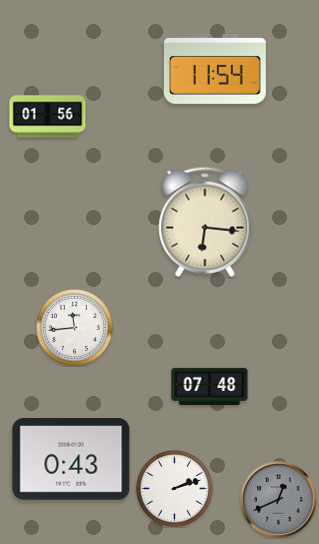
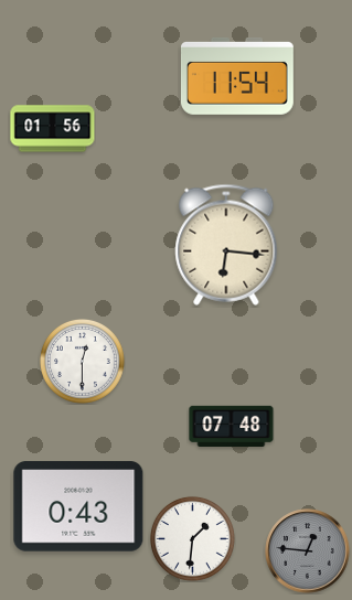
clock at (75, 328): 11:44 -> 12:30
clock at (175, 489): 2:12 -> 1:31
clock at (279, 500): 12:41 -> 12:46
